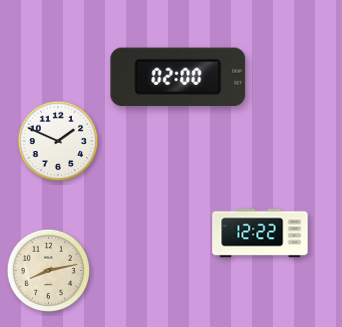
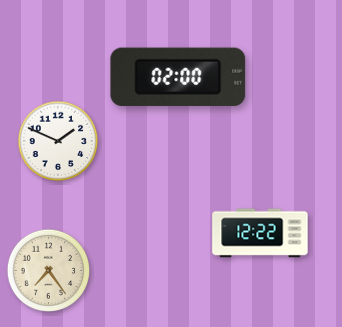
clock at (48, 270): 8:13 -> 7:24
